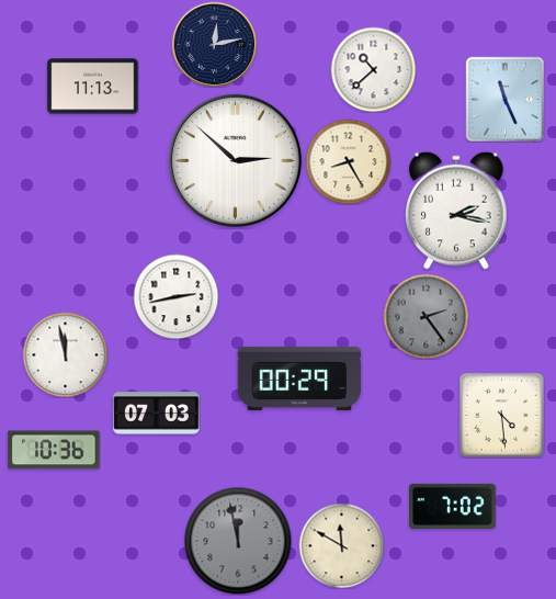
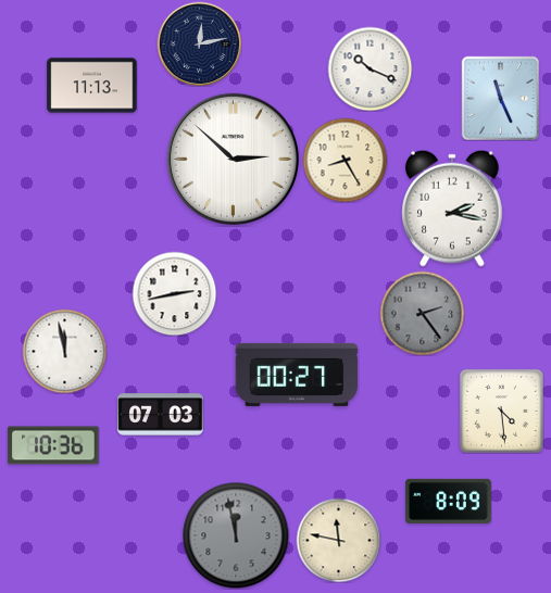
clock at (214, 44) position: (214, 44) -> (199, 43)
clock at (373, 69): 10:38 -> 10:19
clock at (299, 378): 00:29 -> 00:27
clock at (157, 414) position: (157, 414) -> (161, 415)
clock at (501, 415) position: (501, 415) -> (501, 411)
clock at (453, 506): 7:02 -> 8:09
clock at (341, 545): 11:50 -> 11:47
